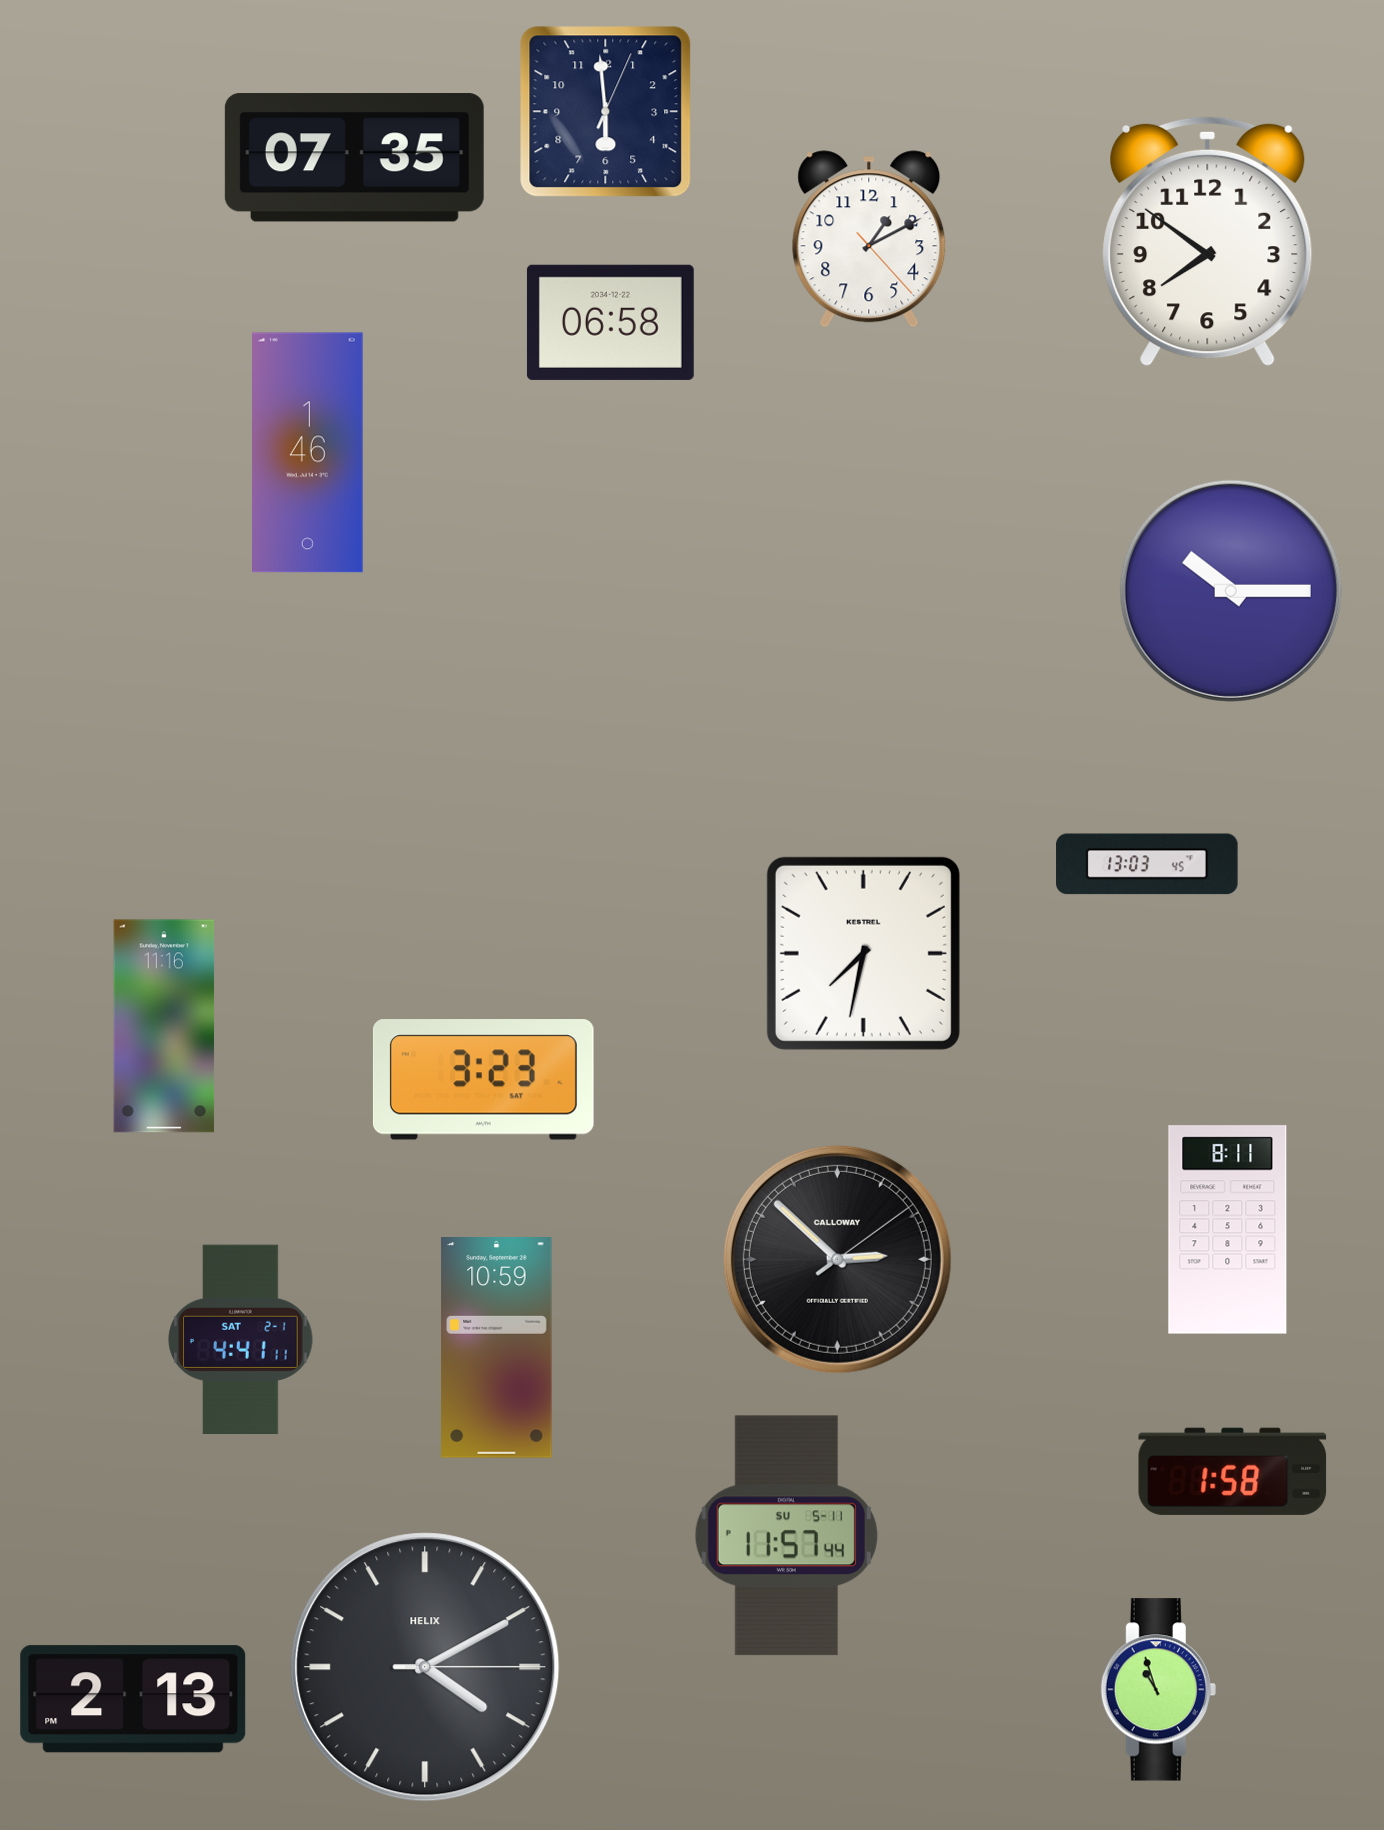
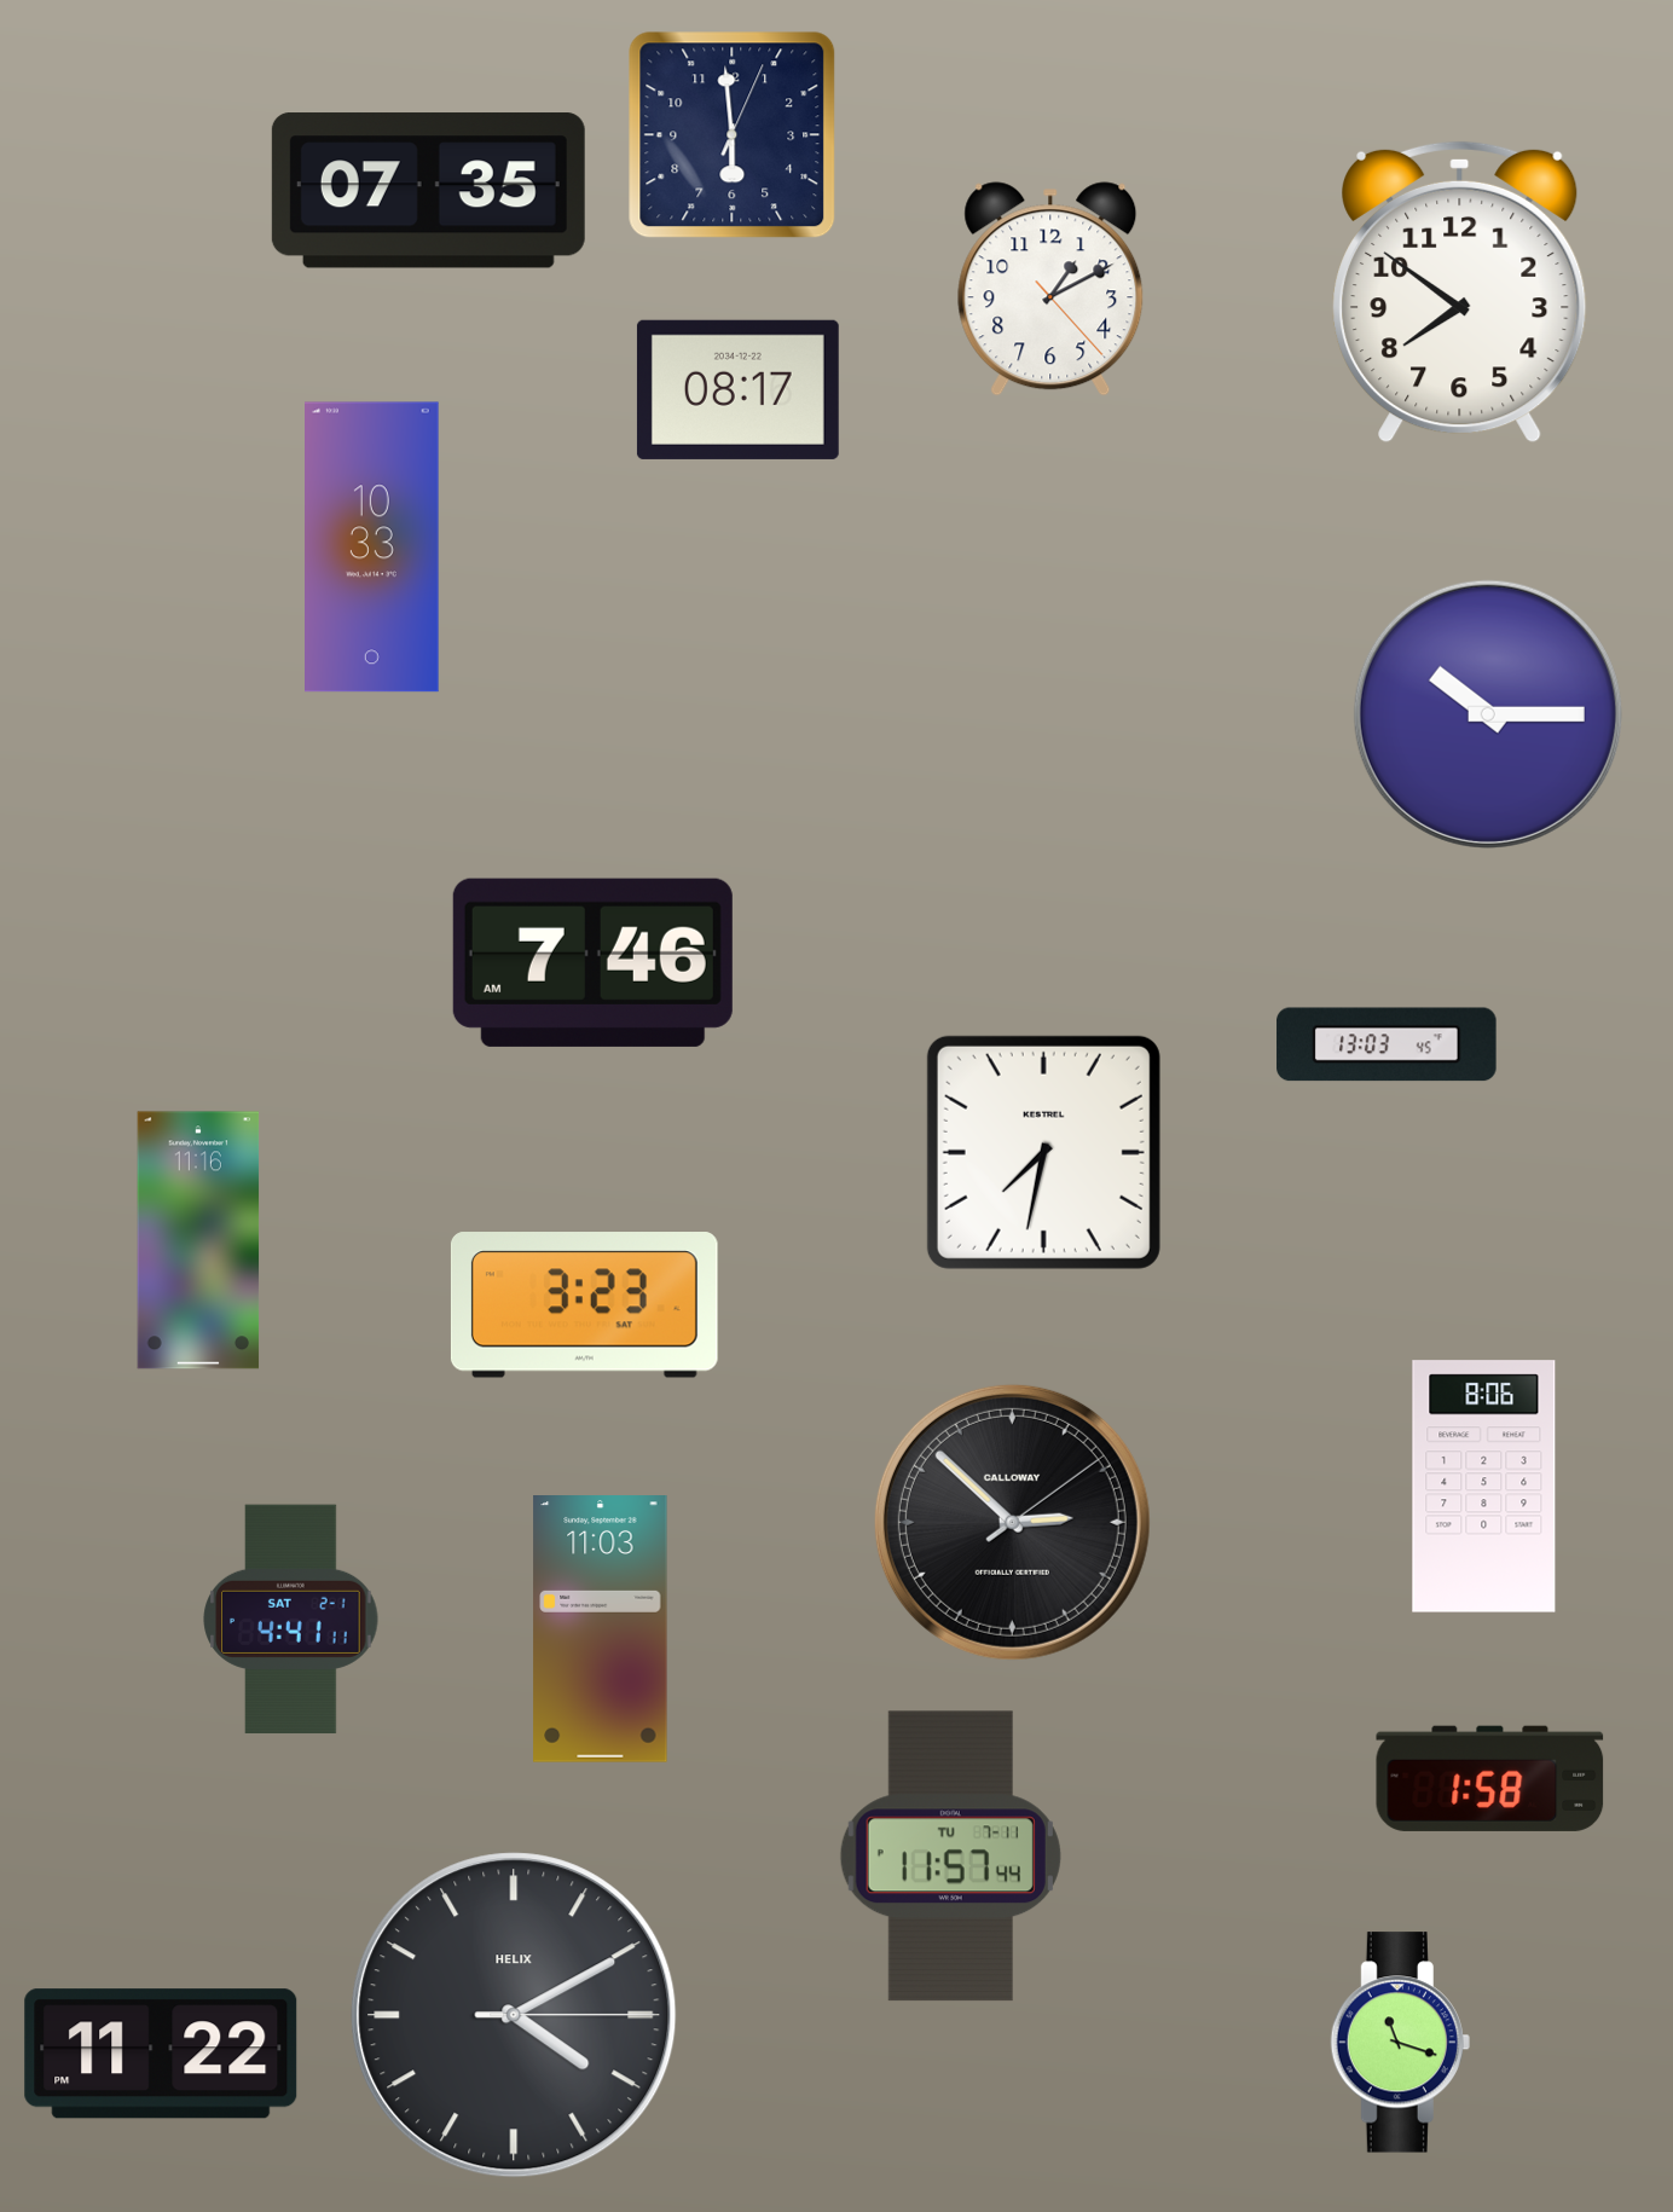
clock at (610, 322): 06:58 -> 08:17
clock at (308, 453): 1:46 -> 10:33
clock at (592, 962): none -> 7:46
clock at (1228, 1230): 8:11 -> 8:06
clock at (497, 1348): 10:59 -> 11:03
clock at (786, 1536) date: SU 5-11 -> TU 7-11
clock at (1158, 1690): 10:57 -> 11:18
clock at (133, 1699): 2:13 -> 11:22
